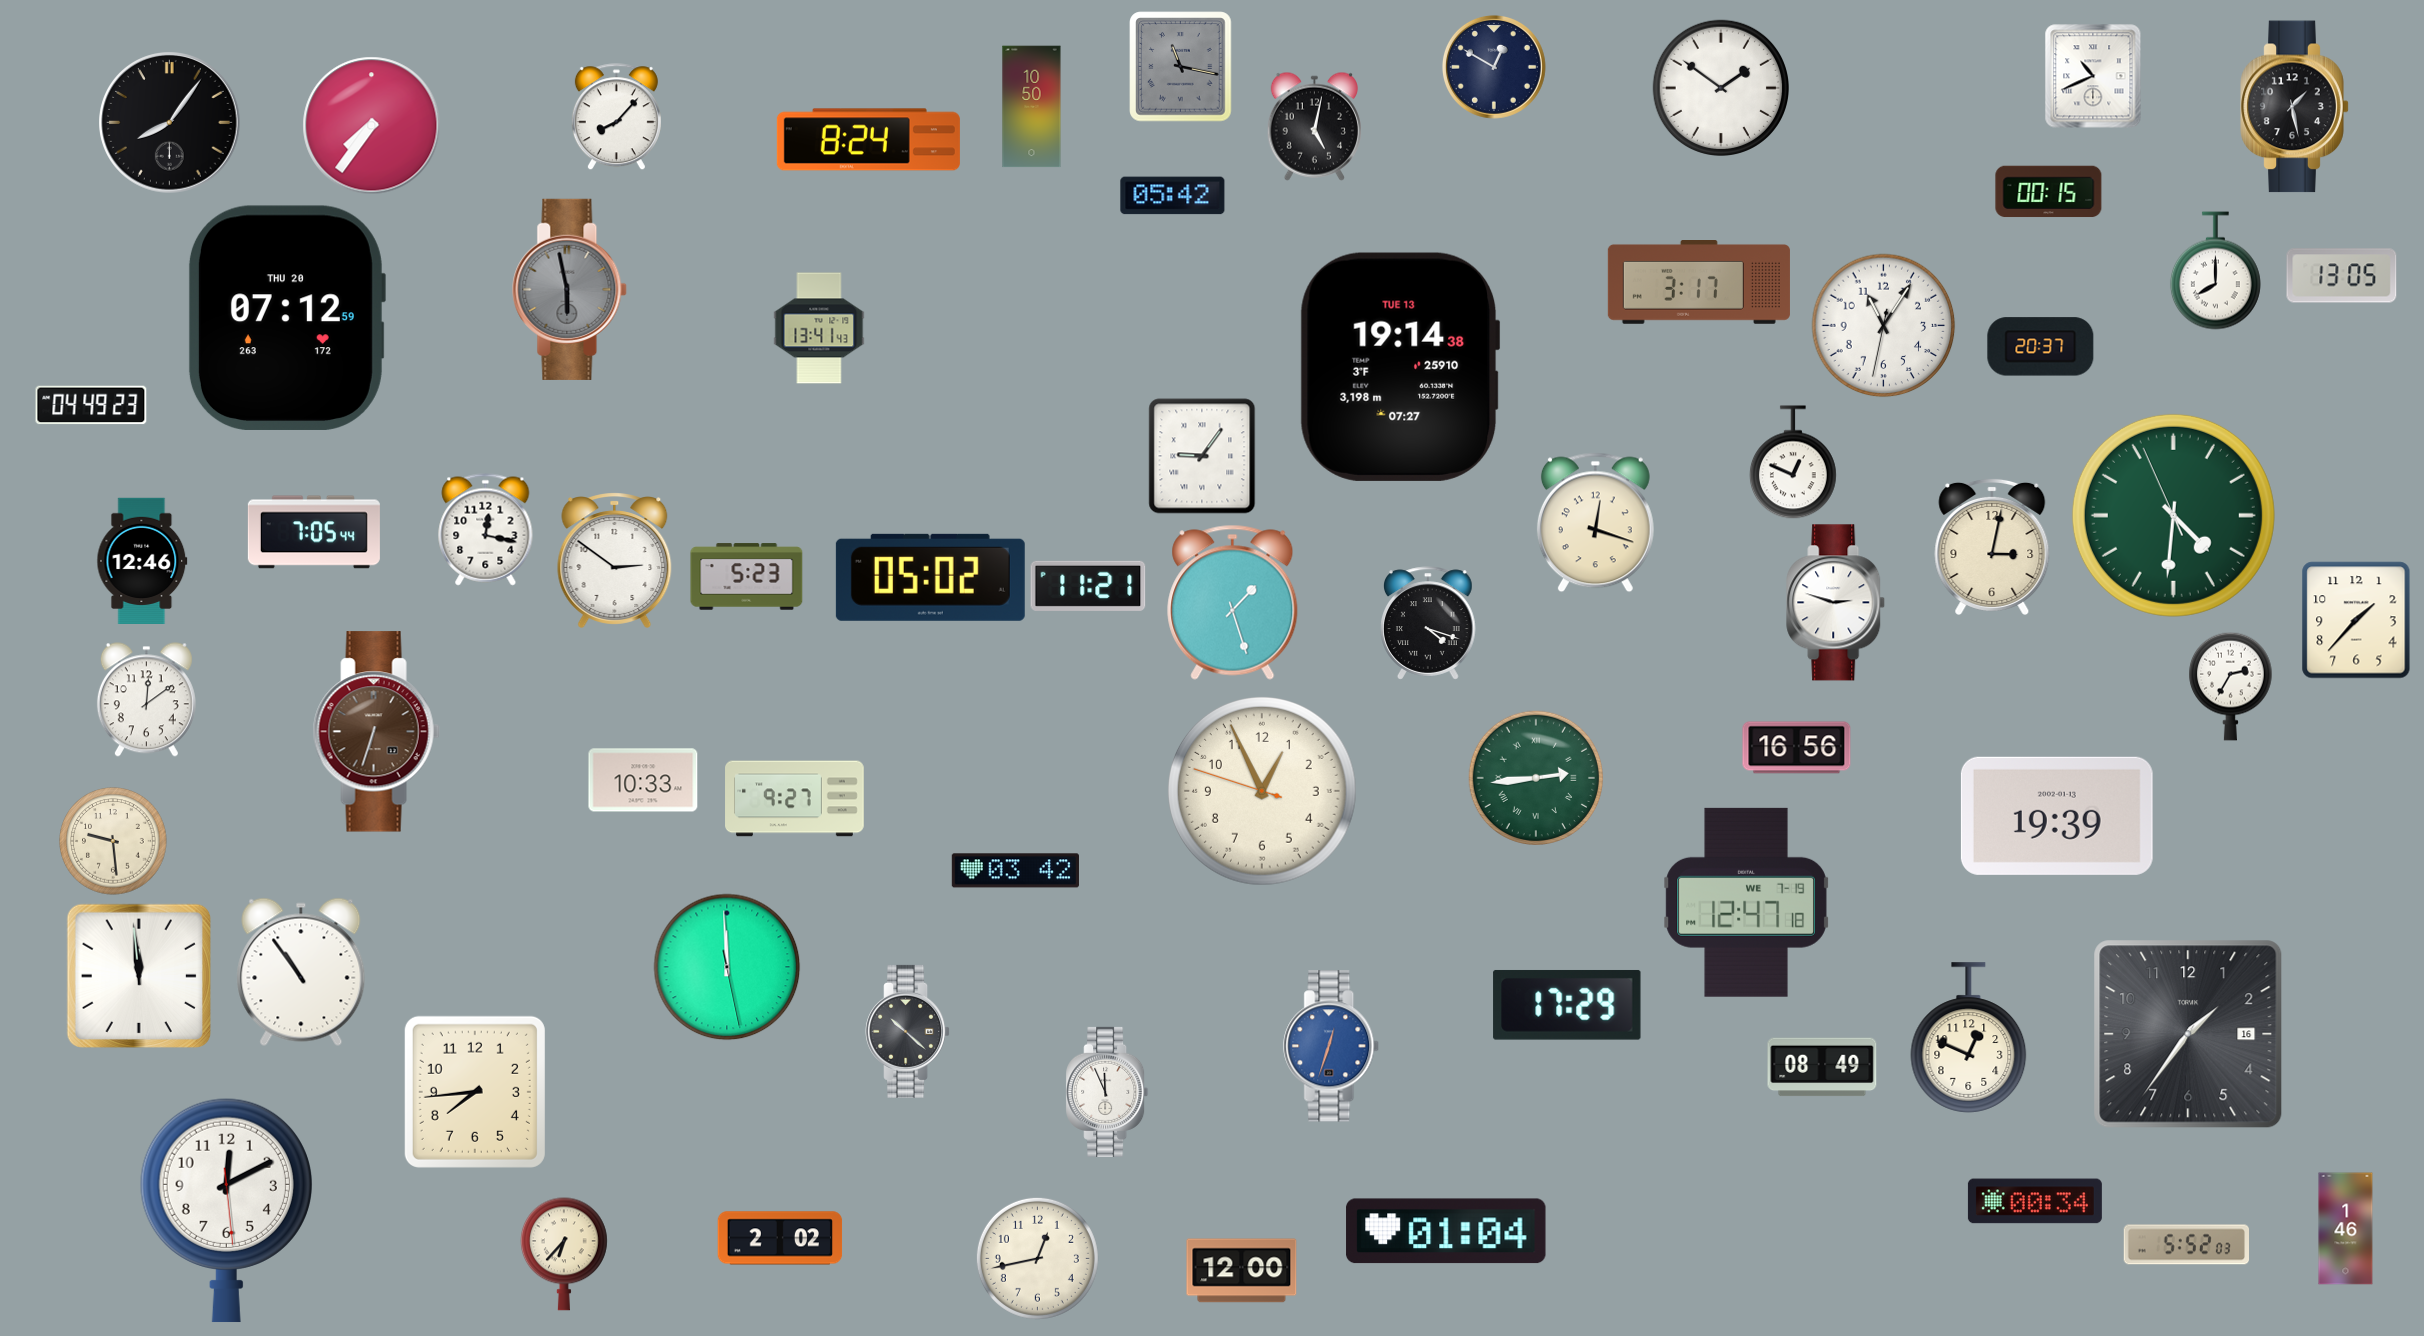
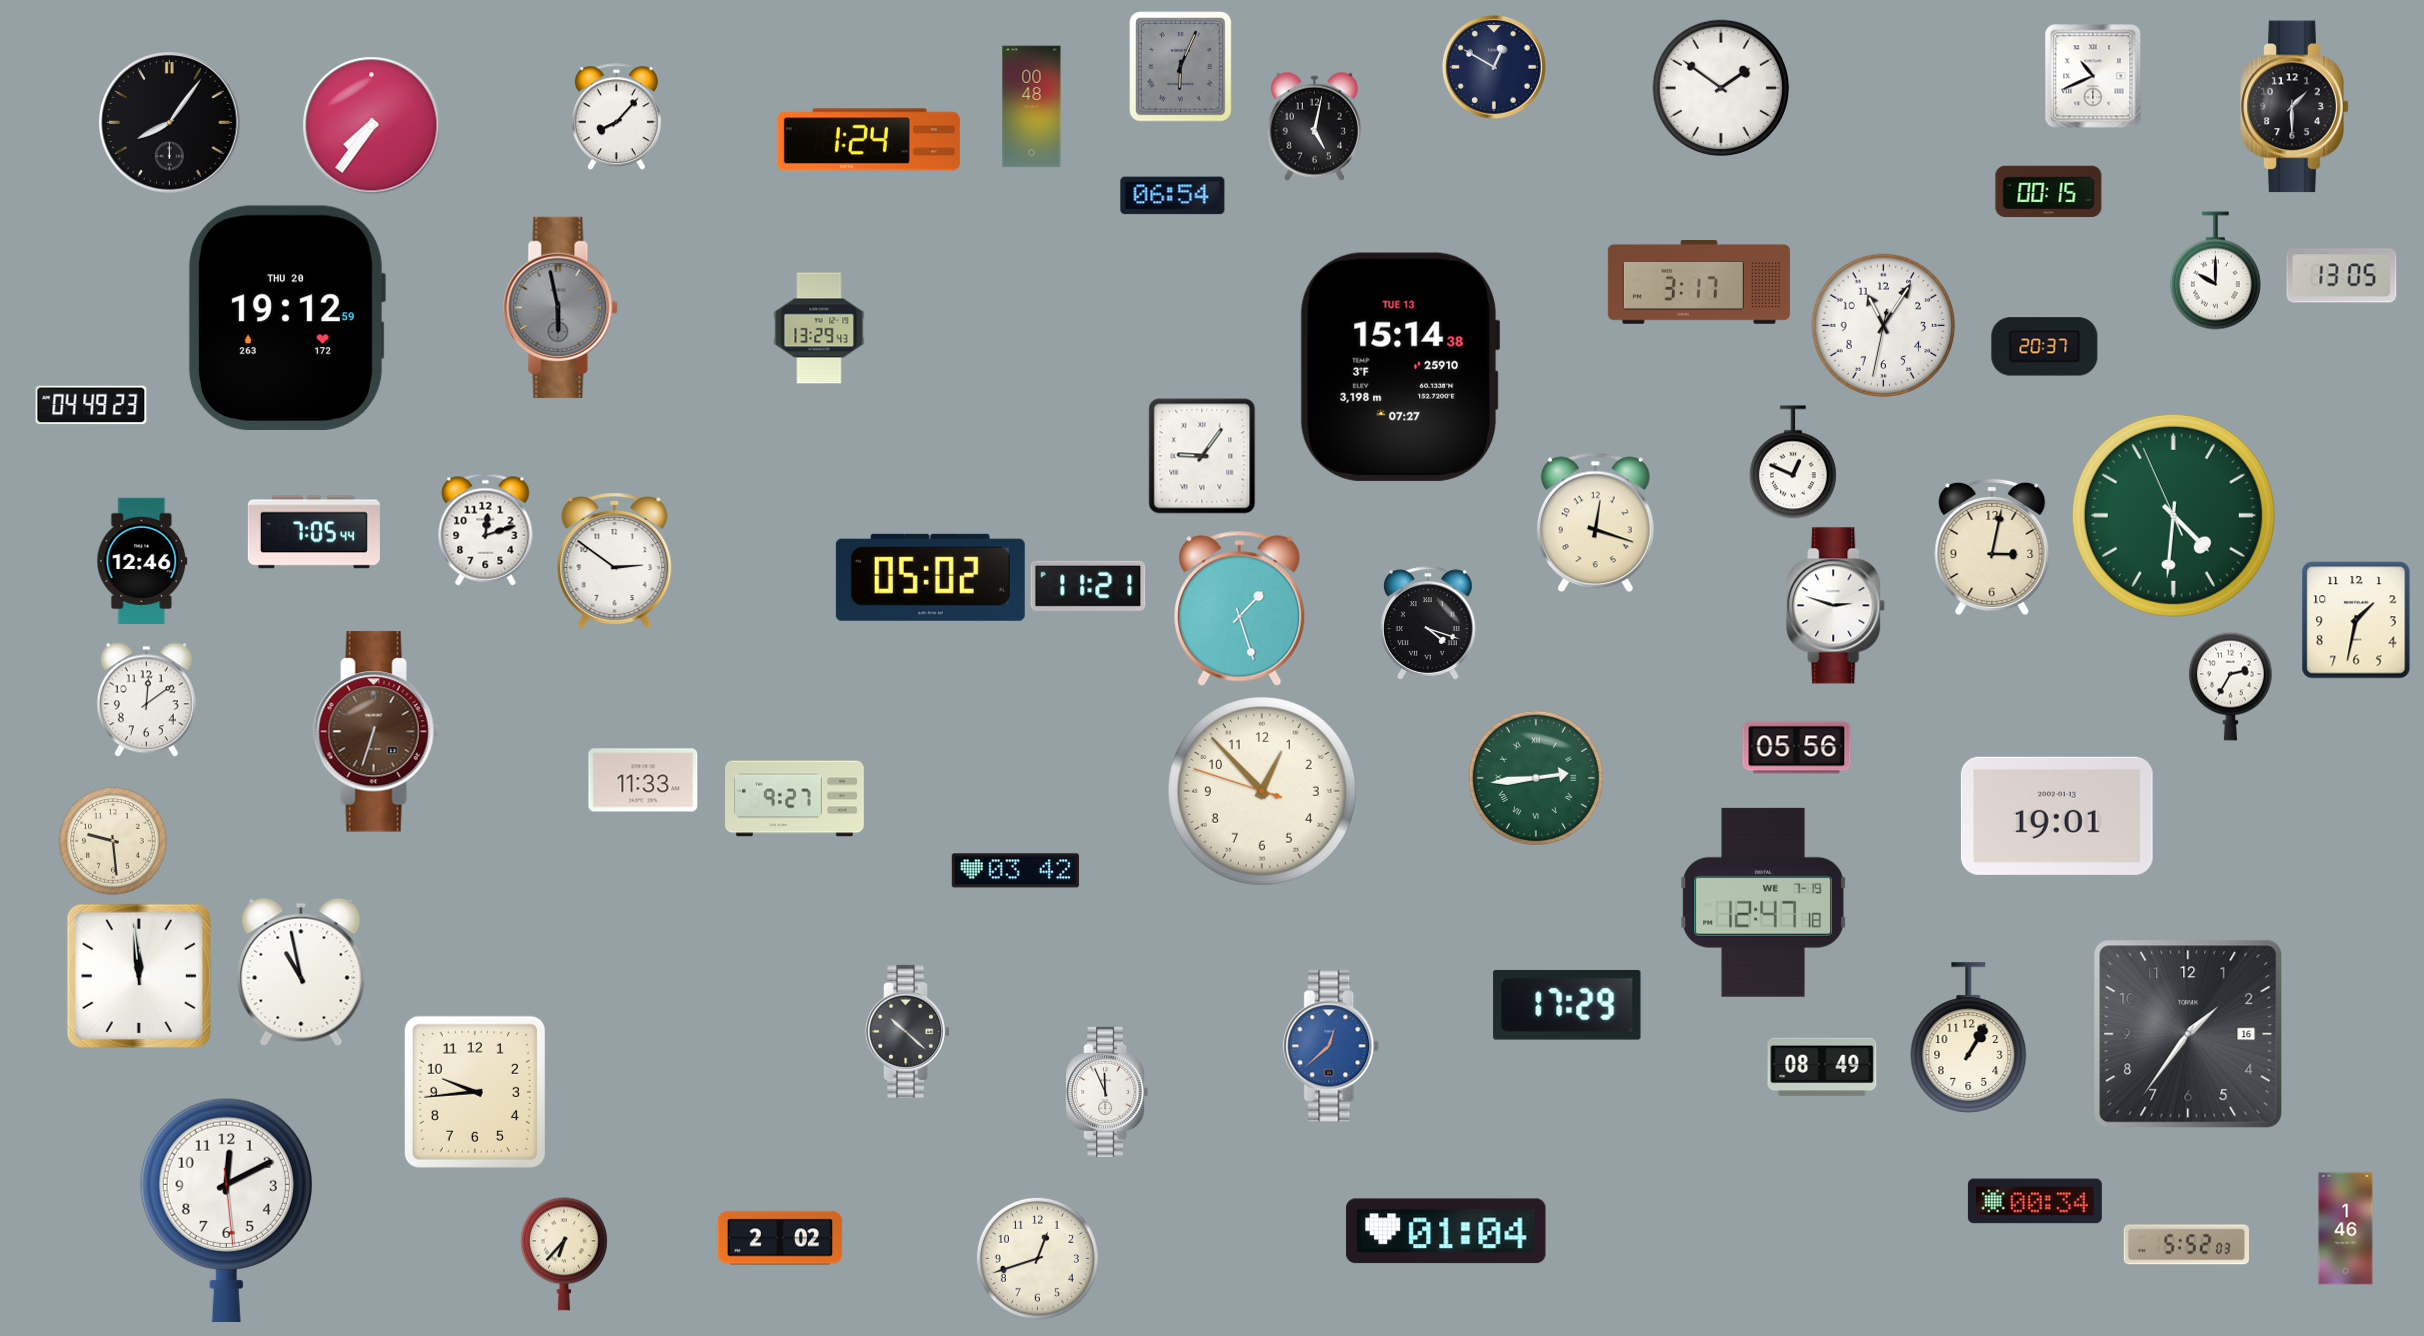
clock at (1181, 67): 11:17 -> 6:04
clock at (1032, 107): 10:50 -> 00:48
clock at (2295, 107): 1:28 -> 1:30
clock at (868, 140): 8:24 -> 1:24
clock at (1173, 196): 05:42 -> 06:54
clock at (2215, 271): 8:00 -> 10:00
clock at (570, 289) position: (570, 289) -> (561, 307)
clock at (286, 318): 07:12 -> 19:12
clock at (819, 328): 13:41 -> 13:29
clock at (2041, 347) position: (2041, 347) -> (2045, 347)
clock at (1400, 367): 19:14 -> 15:14
clock at (486, 530): 12:17 -> 12:12
clock at (747, 577): 5:23 -> none
clock at (1233, 602) position: (1233, 602) -> (1240, 608)
clock at (1836, 603) position: (1836, 603) -> (1836, 606)
clock at (2356, 620): 1:37 -> 1:32
clock at (1797, 748): 16:56 -> 05:56
clock at (643, 780): 10:33 -> 11:33
clock at (1263, 792): 12:55 -> 12:52
clock at (2057, 816): 19:39 -> 19:01
clock at (1746, 902) position: (1746, 902) -> (1763, 902)
clock at (727, 967): 11:59 -> none
clock at (301, 972): 10:54 -> 10:58
clock at (1969, 1038): 12:49 -> 1:05
clock at (1332, 1046): 12:33 -> 12:38
clock at (475, 1092): 7:44 -> 9:44
clock at (1037, 1258): 12:43 -> 12:42
clock at (1242, 1271): 12:00 -> none
